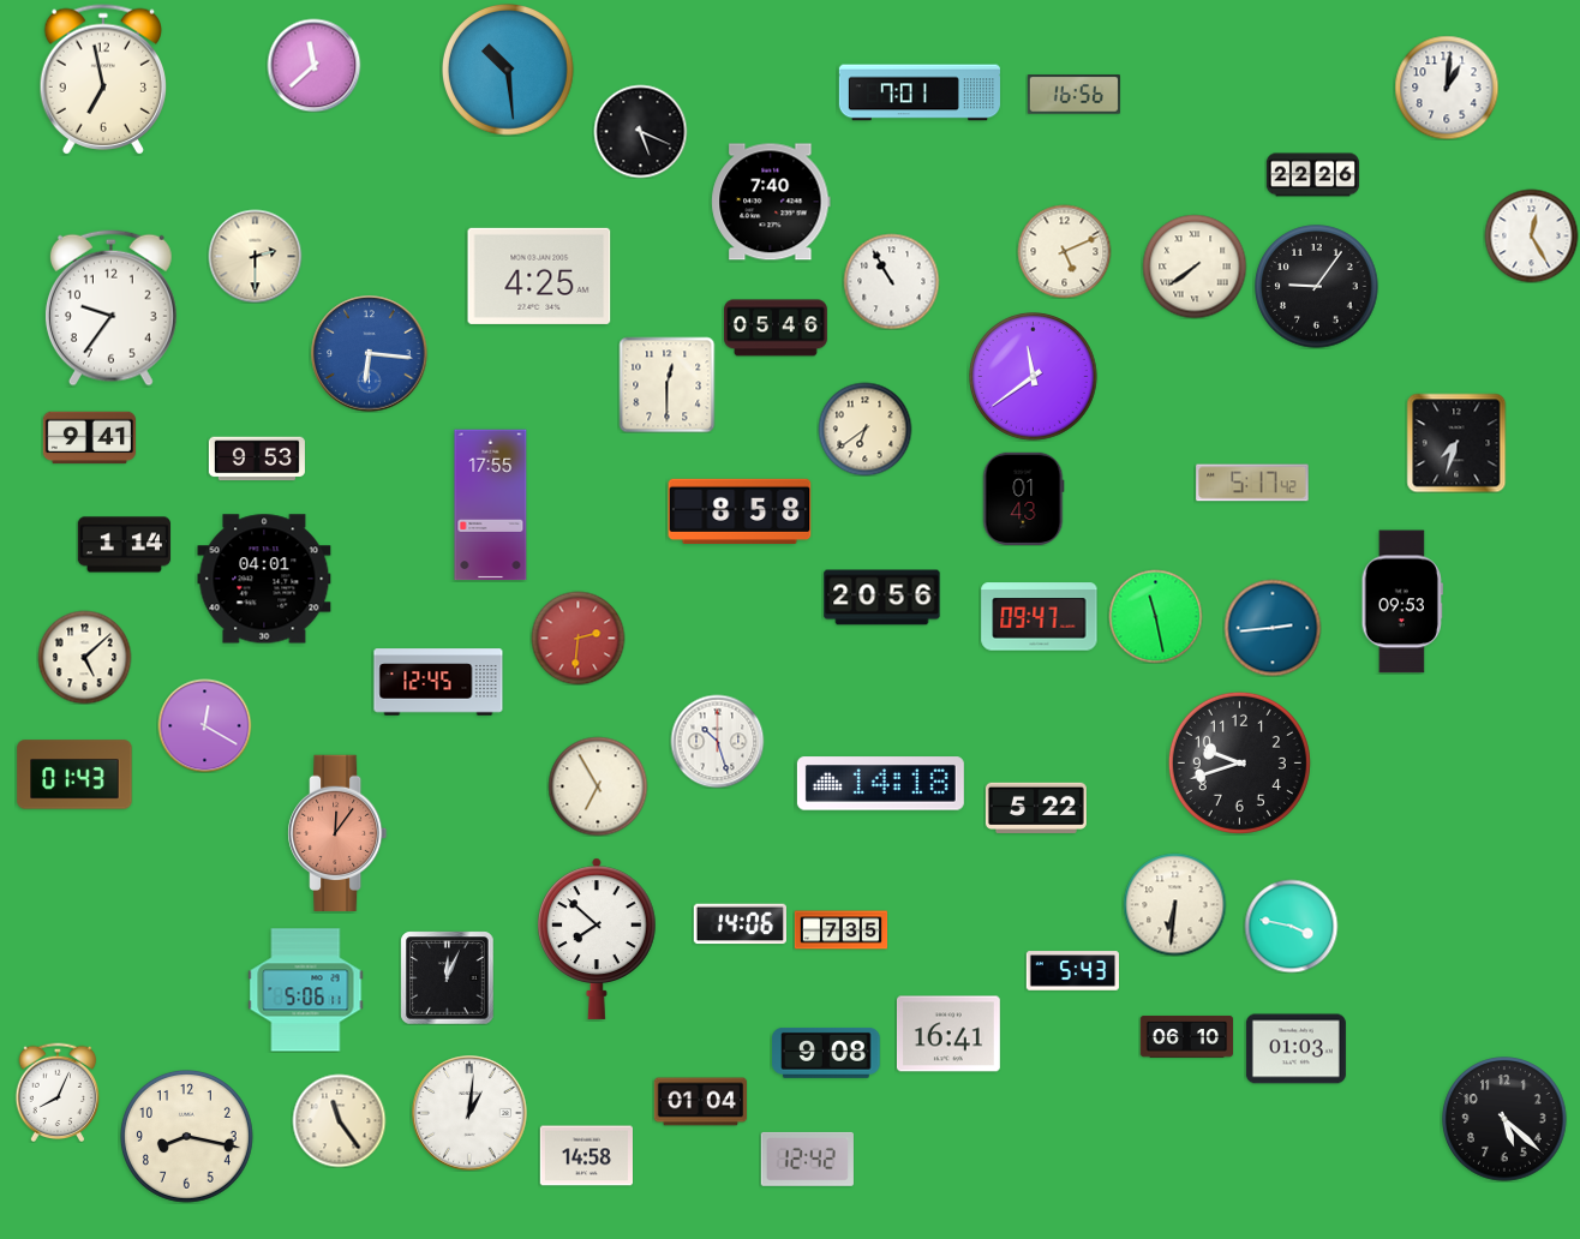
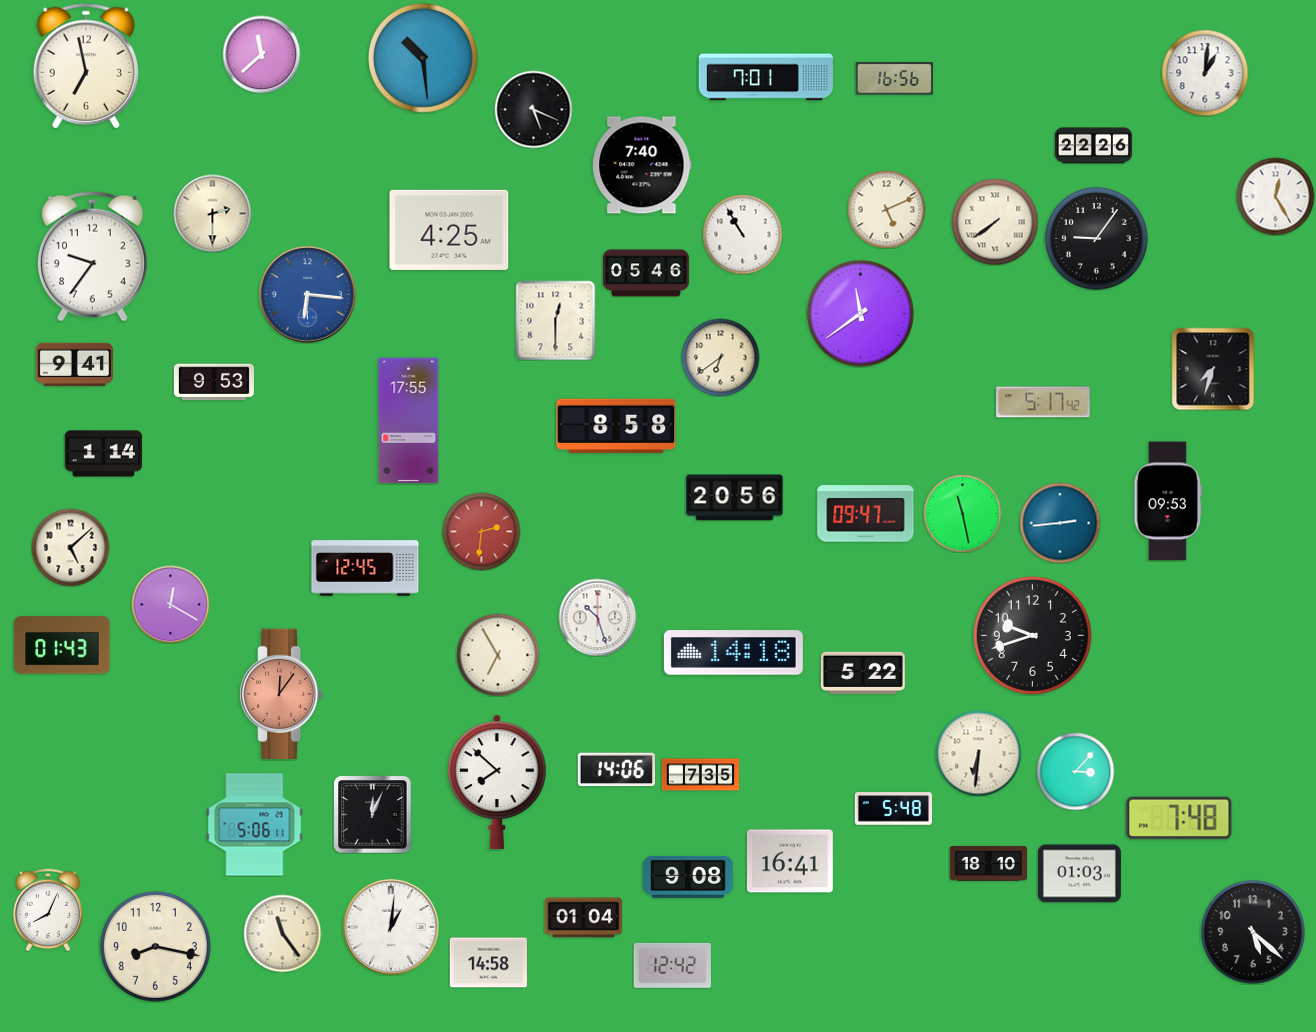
clock at (771, 202) position: (771, 202) -> (642, 165)
clock at (1023, 498): 01:43 -> none
clock at (264, 579): 04:01 -> none
clock at (1291, 926): 3:47 -> 3:07
clock at (1072, 971): 5:43 -> 5:48
clock at (1179, 818): none -> 7:48
clock at (1186, 1036): 06:10 -> 18:10
